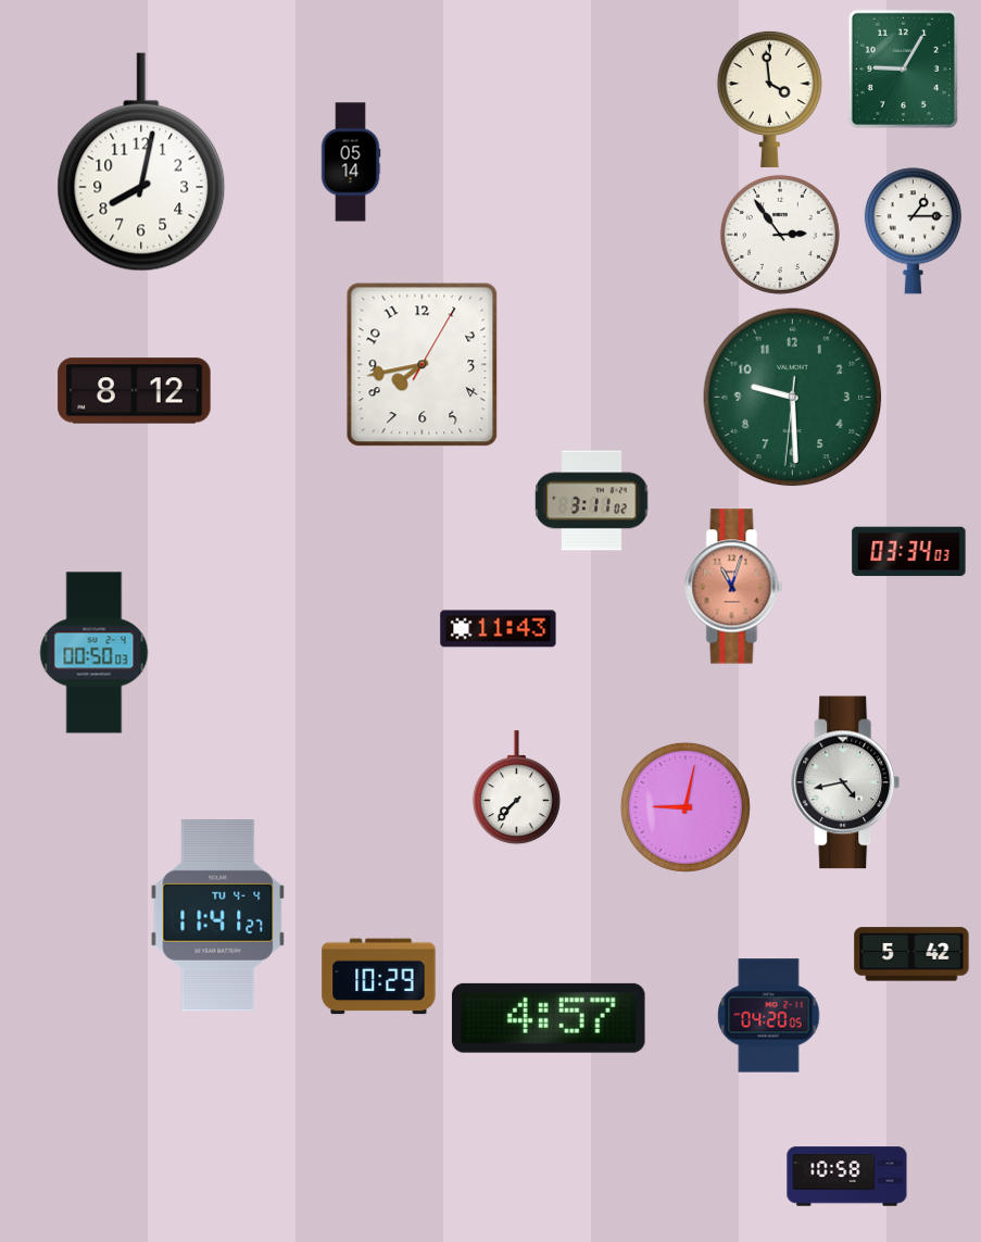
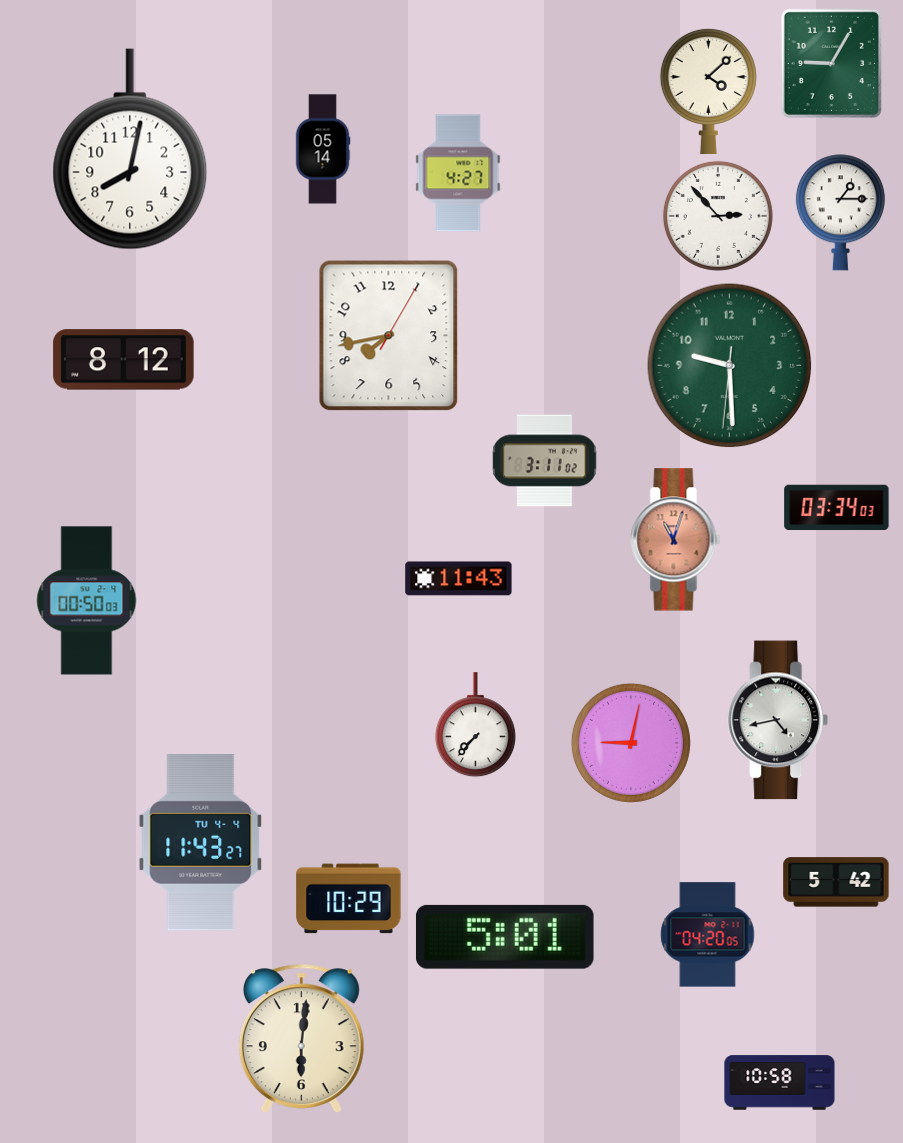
clock at (769, 99): 3:59 -> 4:08
clock at (458, 173): none -> 4:27
clock at (780, 235): 2:54 -> 2:53
clock at (218, 916): 11:41 -> 11:43
clock at (911, 954) position: (911, 954) -> (836, 882)
clock at (549, 1018): 4:57 -> 5:01
clock at (301, 1038): none -> 6:01
